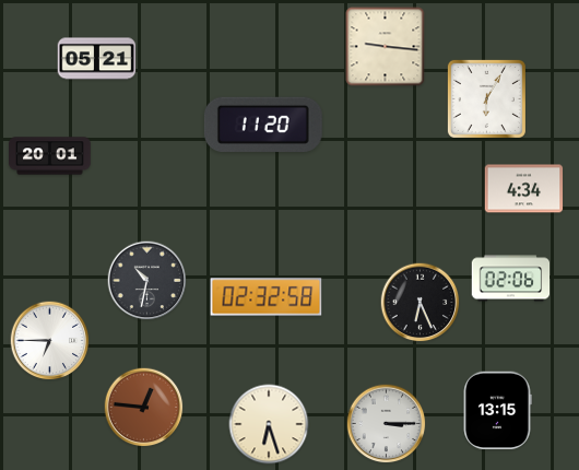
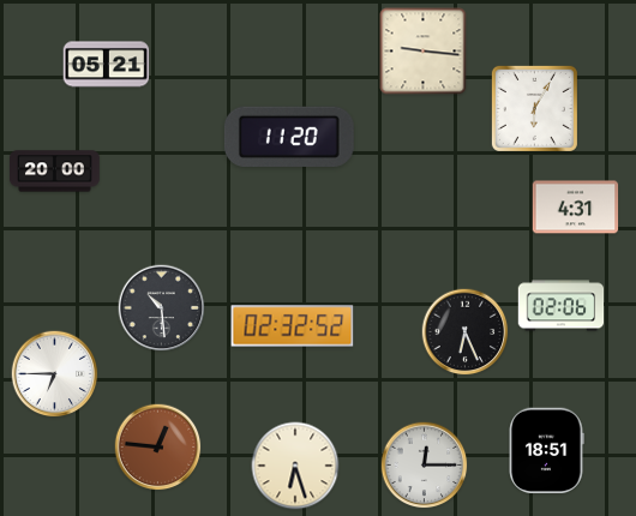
clock at (50, 156): 20:01 -> 20:00
clock at (524, 189): 4:34 -> 4:31
clock at (147, 281): 10:32 -> 10:29
clock at (267, 297): 02:32:58 -> 02:32:52
clock at (421, 303) position: (421, 303) -> (466, 332)
clock at (497, 411): 13:15 -> 18:51
clock at (387, 424): 3:15 -> 12:15
